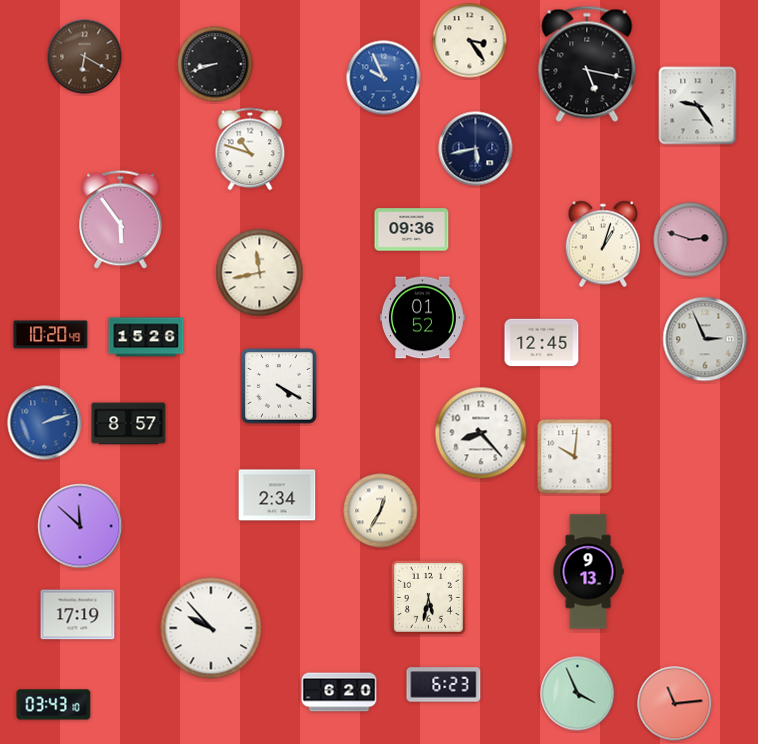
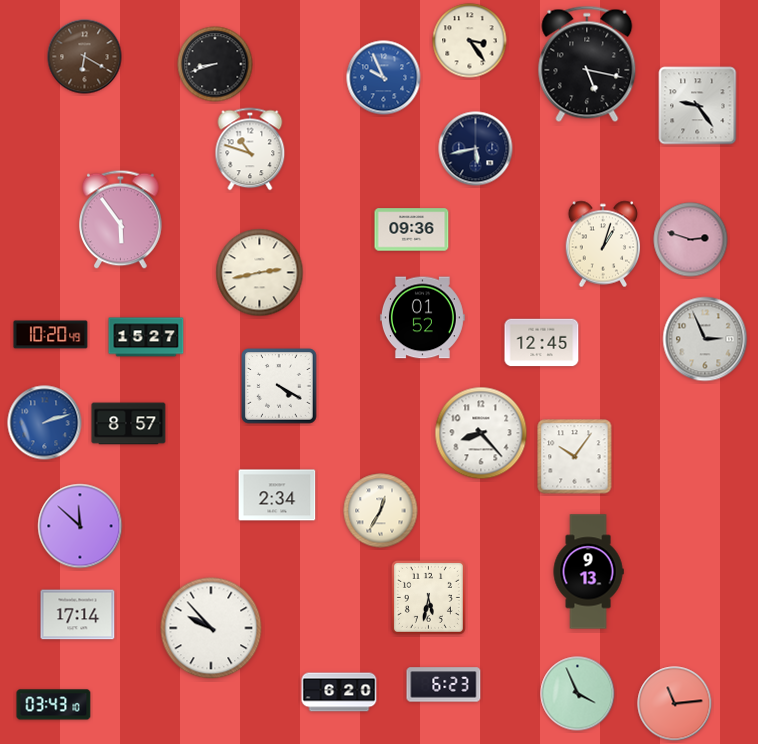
clock at (260, 273): 11:43 -> 2:43
clock at (146, 337): 15:26 -> 15:27
clock at (575, 457): 10:01 -> 10:06
clock at (78, 615): 17:19 -> 17:14
